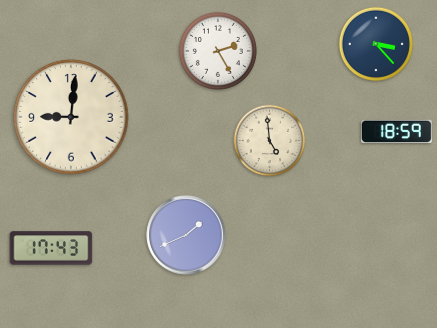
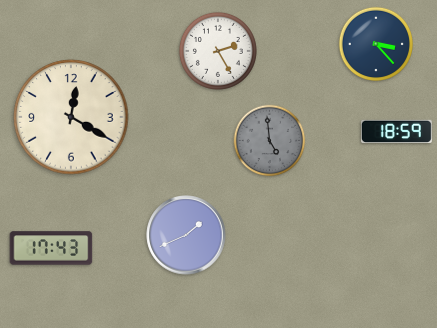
clock at (71, 117): 9:01 -> 12:20
clock at (270, 141) dial: cream -> grey
